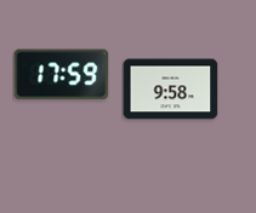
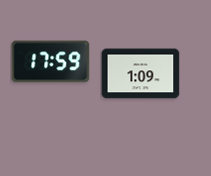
clock at (170, 90): 9:58 -> 1:09
